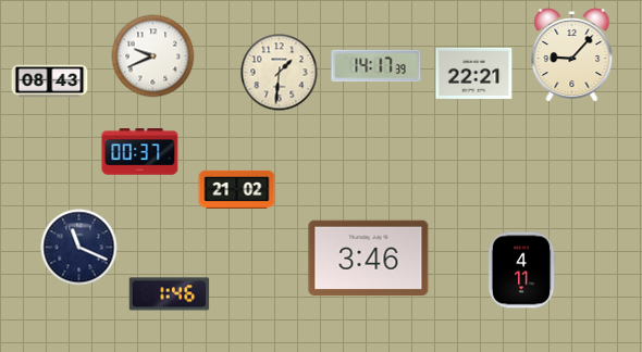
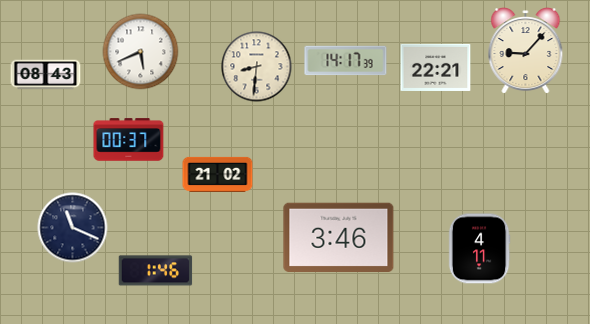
clock at (153, 56): 9:41 -> 5:41
clock at (280, 73): 1:31 -> 8:31
